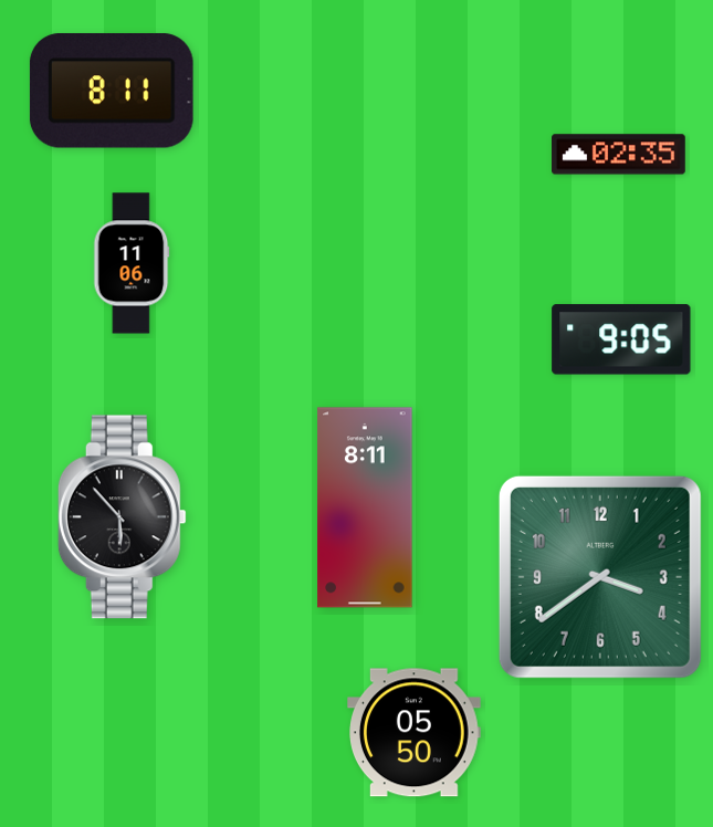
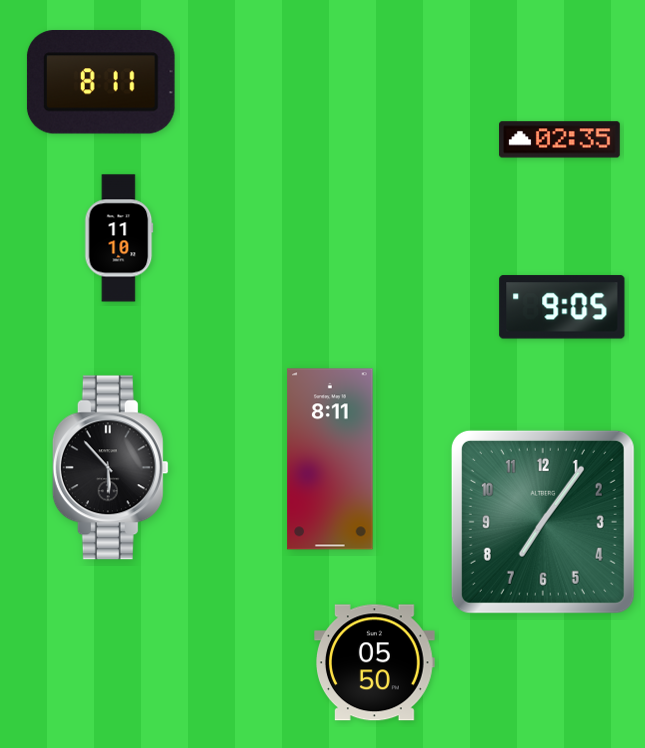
clock at (132, 263): 11:06 -> 11:10
clock at (600, 577): 3:39 -> 7:06
